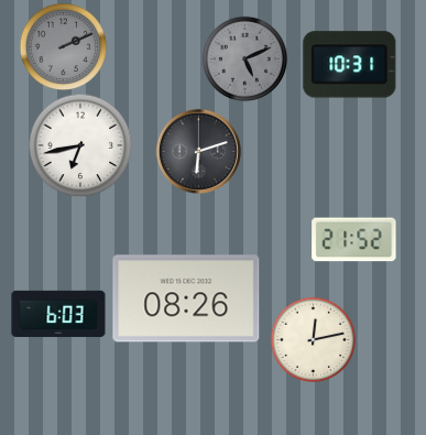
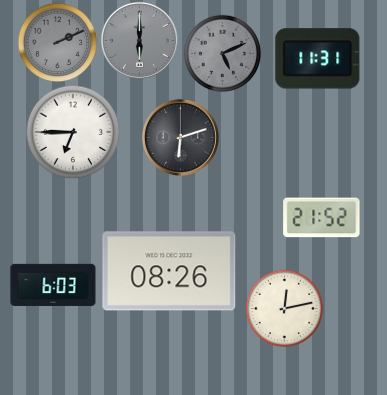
clock at (139, 40): none -> 6:00
clock at (350, 65): 10:31 -> 11:31
clock at (80, 145): 6:43 -> 6:45
